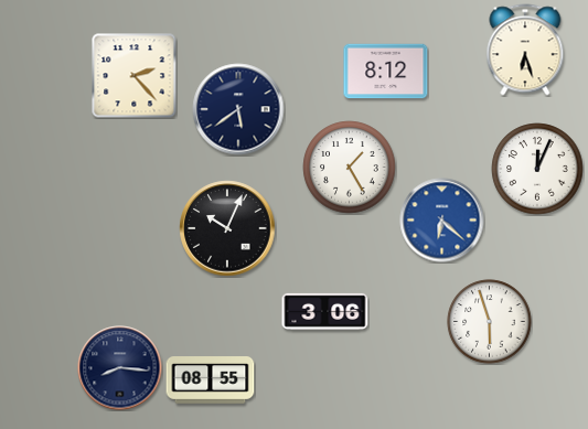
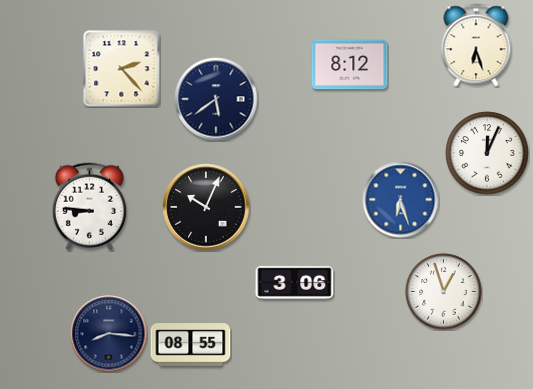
clock at (350, 168): 1:25 -> none
clock at (442, 221): 6:22 -> 6:27
clock at (89, 207): none -> 8:46
clock at (490, 322): 5:57 -> 12:57
